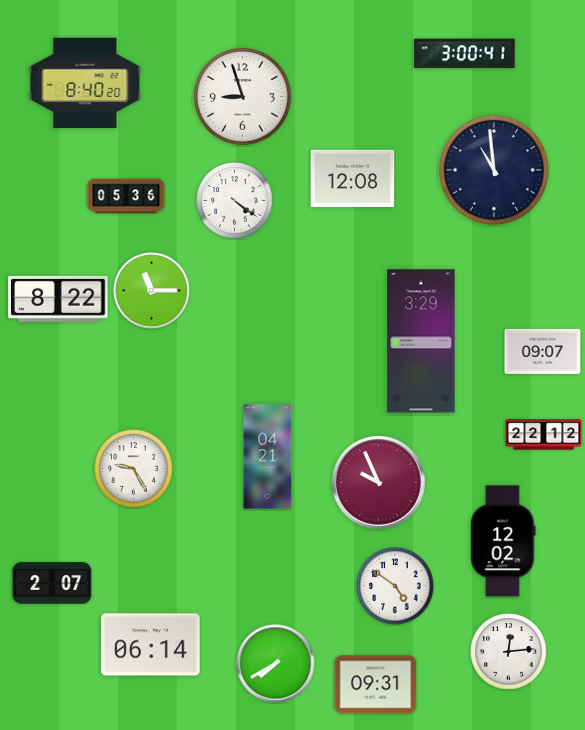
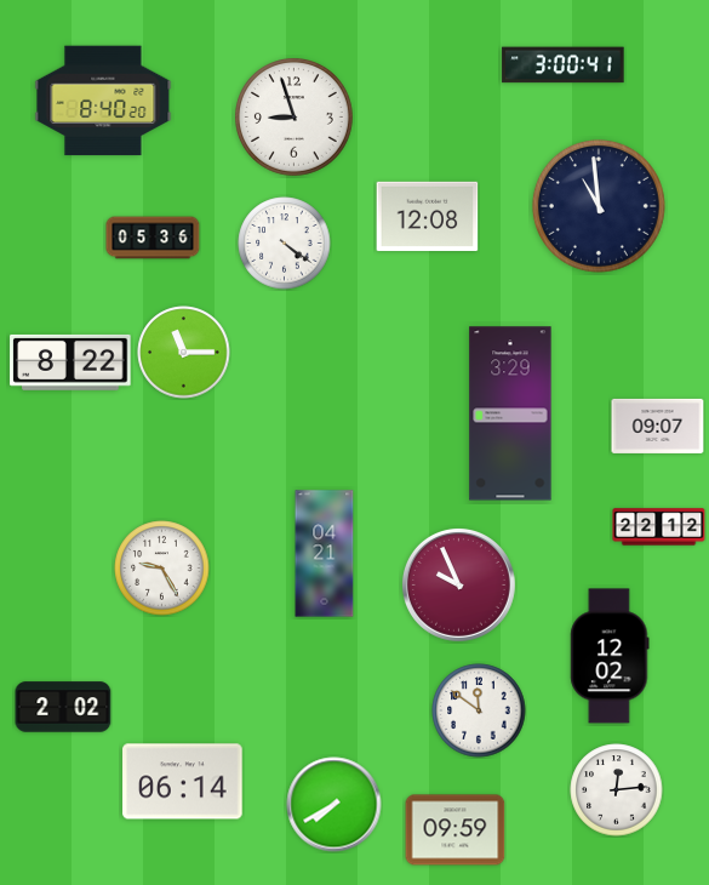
clock at (52, 583): 2:07 -> 2:02
clock at (395, 586): 4:51 -> 11:51
clock at (376, 685): 09:31 -> 09:59
